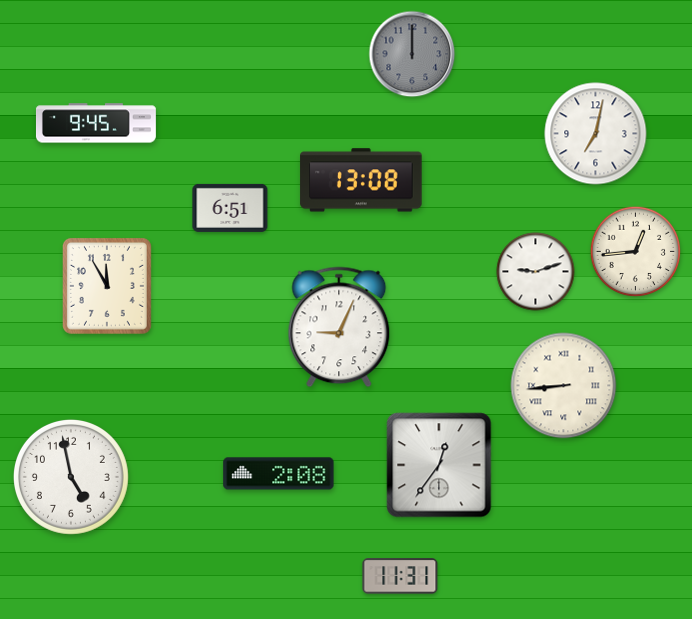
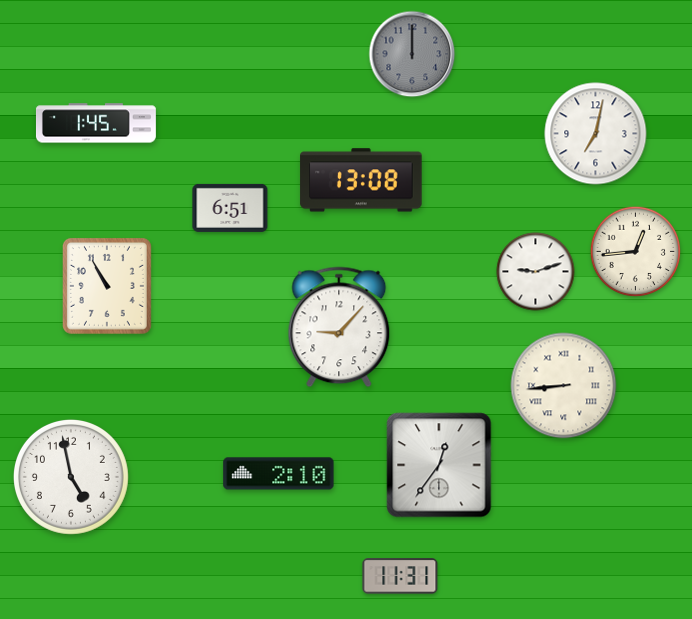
clock at (96, 123): 9:45 -> 1:45
clock at (107, 286): 11:55 -> 10:55
clock at (339, 327): 9:04 -> 9:07
clock at (279, 474): 2:08 -> 2:10
